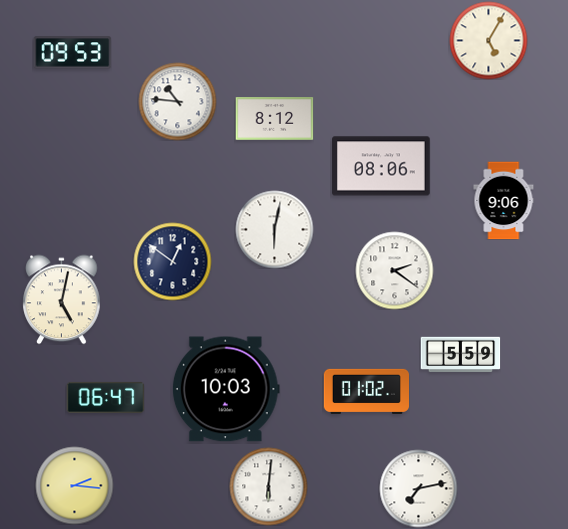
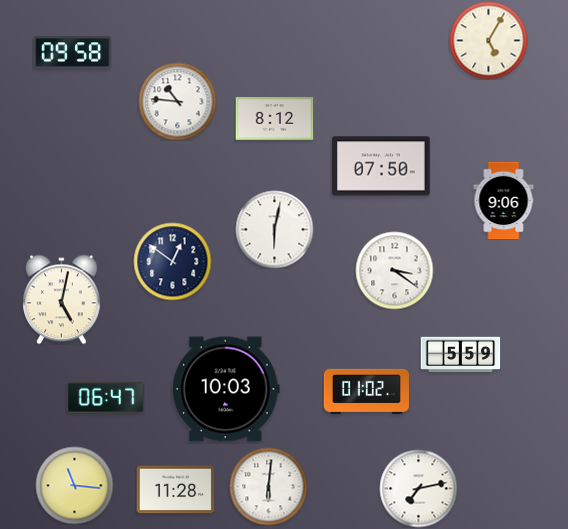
clock at (72, 53): 09:53 -> 09:58
clock at (381, 166): 08:06 -> 07:50
clock at (394, 270): 2:21 -> 3:21
clock at (74, 485): 2:16 -> 11:16
clock at (175, 490): none -> 11:28
